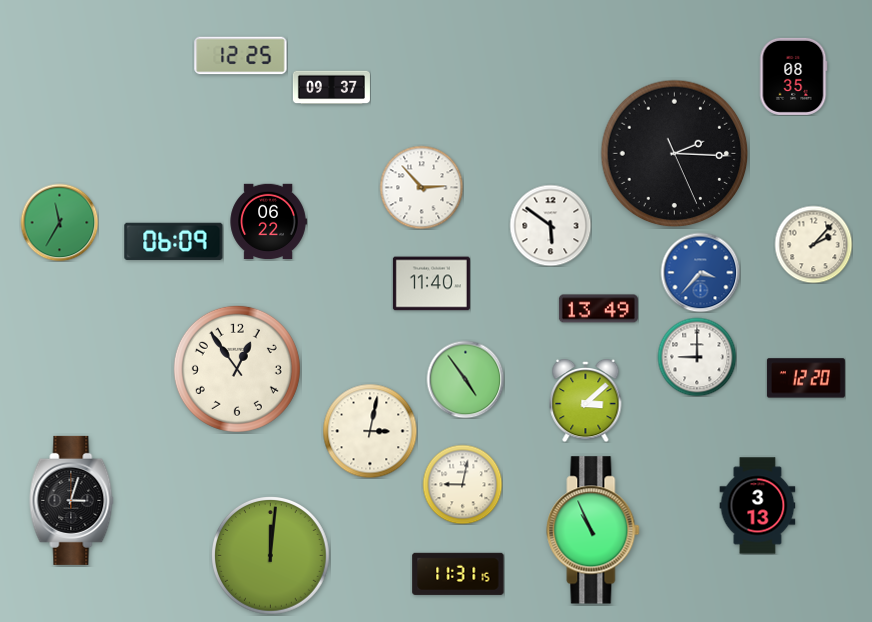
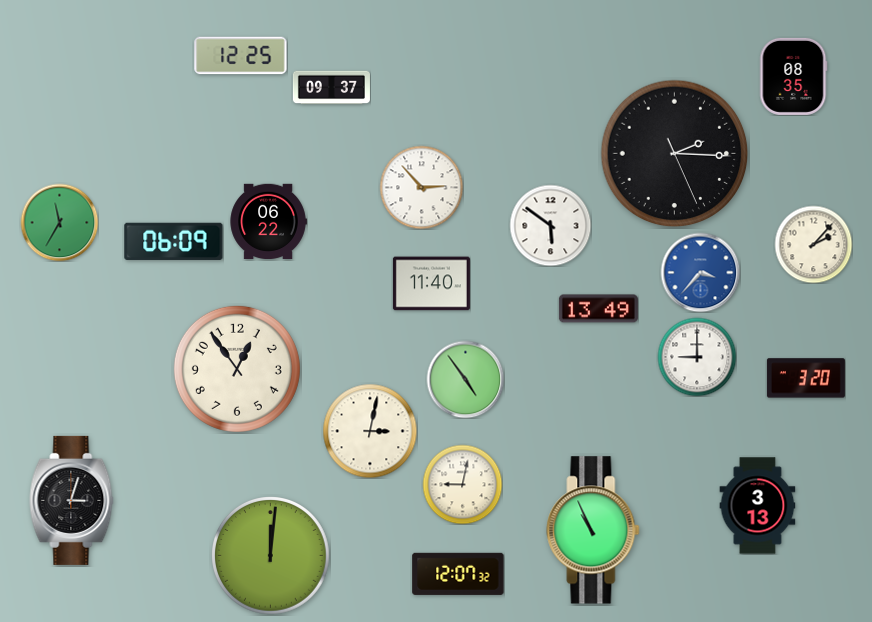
clock at (806, 378): 12:20 -> 3:20
clock at (586, 400): 3:08 -> none
clock at (458, 574): 11:31 -> 12:07
